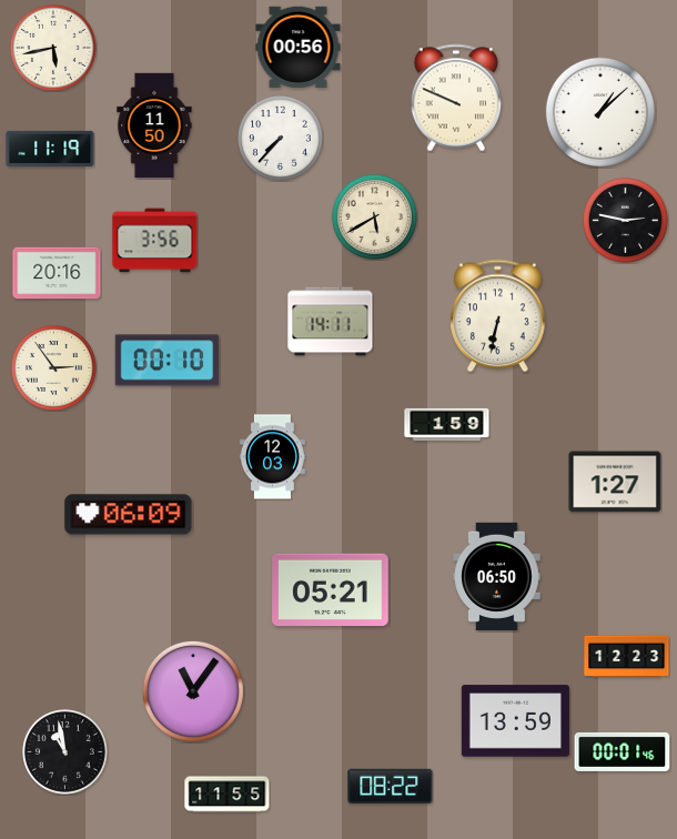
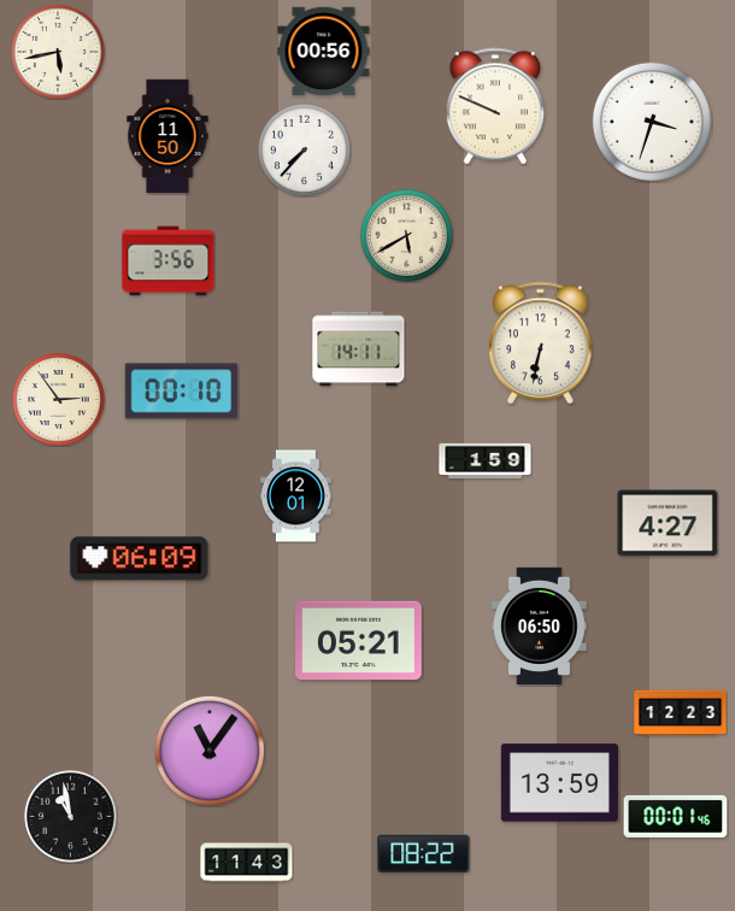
clock at (600, 112): 1:08 -> 3:33
clock at (50, 149): 11:19 -> none
clock at (625, 220): 2:47 -> none
clock at (57, 273): 20:16 -> none
clock at (272, 457): 12:03 -> 12:01
clock at (615, 482): 1:27 -> 4:27
clock at (228, 795): 11:55 -> 11:43
